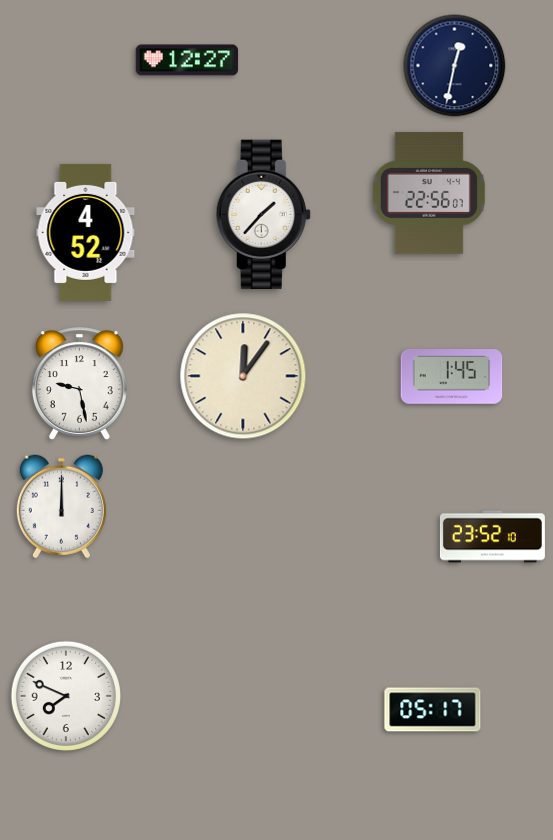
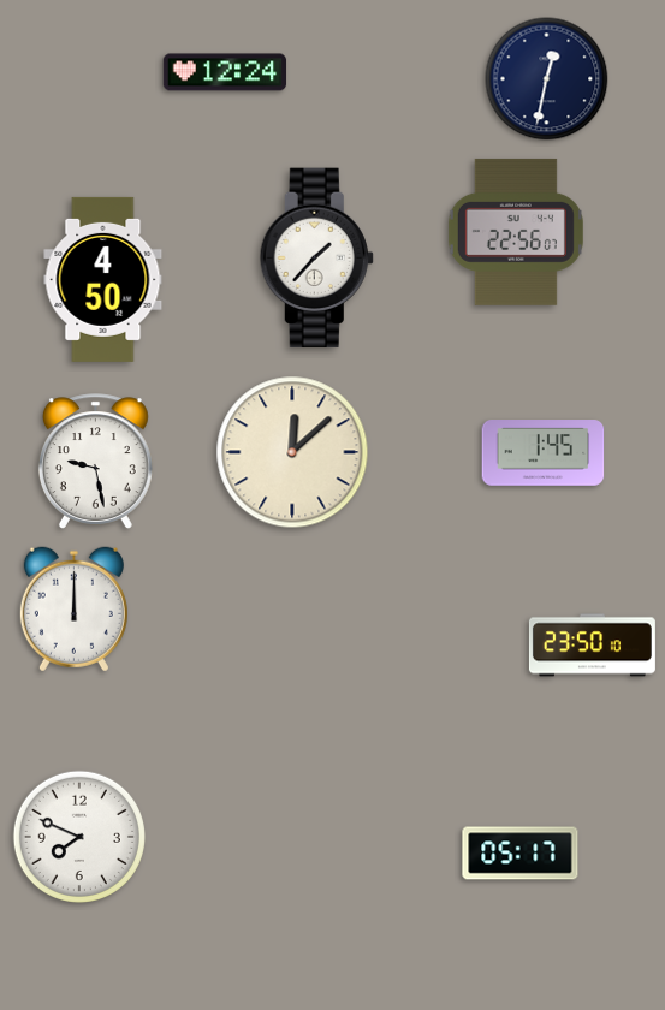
clock at (187, 60): 12:27 -> 12:24
clock at (86, 232): 4:52 -> 4:50
clock at (243, 376): 12:06 -> 12:08
clock at (492, 537): 23:52 -> 23:50
